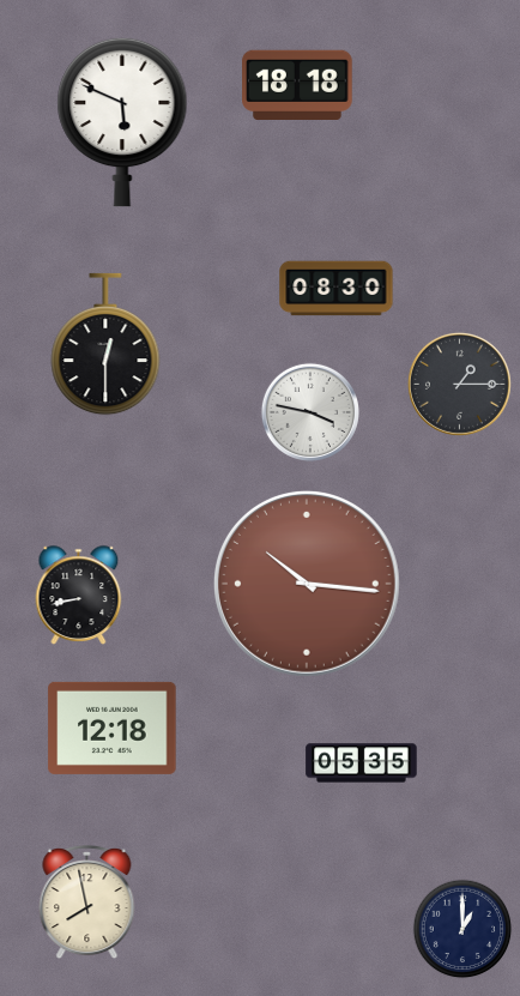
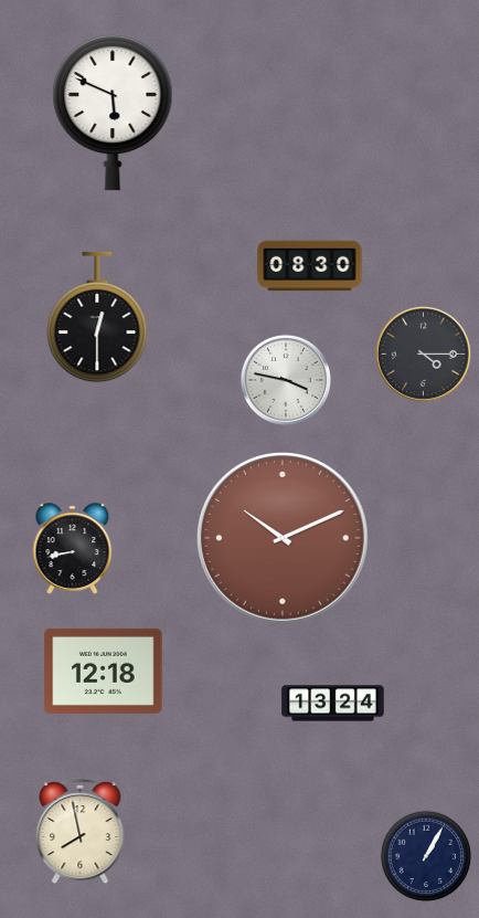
clock at (298, 84): 18:18 -> none
clock at (459, 384): 1:15 -> 4:15
clock at (307, 584): 10:16 -> 10:11
clock at (362, 763): 05:35 -> 13:24
clock at (462, 929): 1:00 -> 1:05
